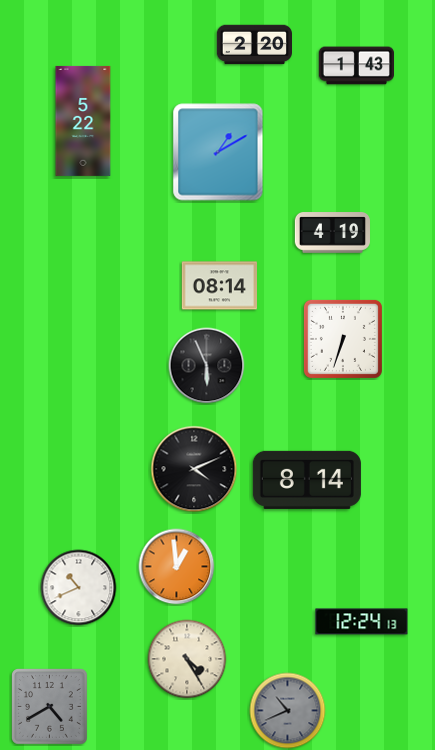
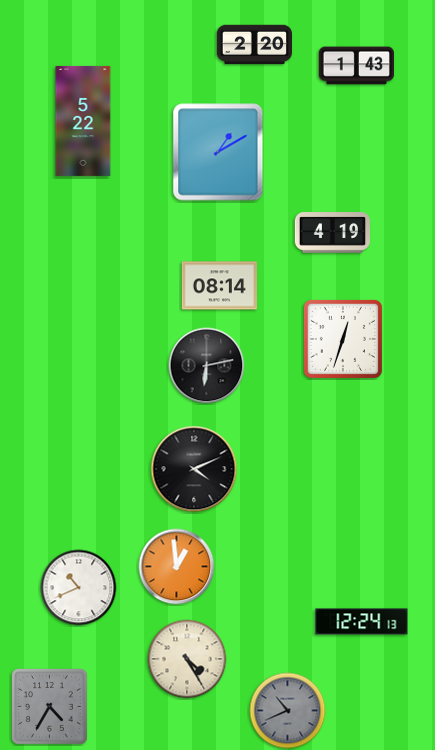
clock at (343, 339): 6:33 -> 12:33
clock at (207, 366): 5:56 -> 6:13
clock at (307, 480): 8:14 -> none
clock at (50, 707): 4:40 -> 4:35
